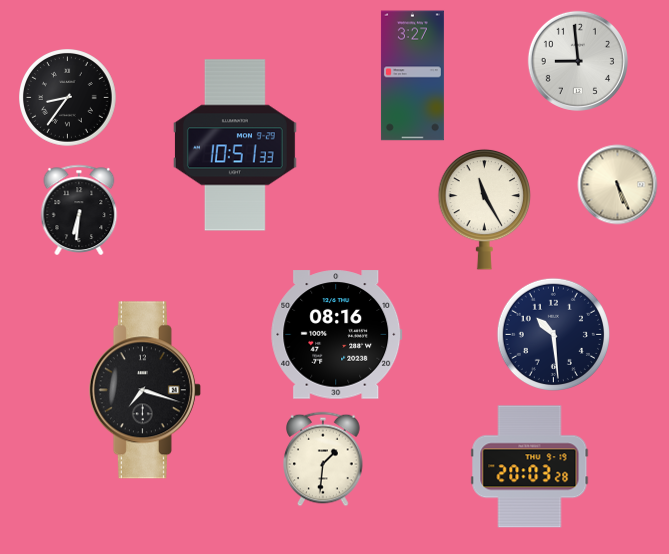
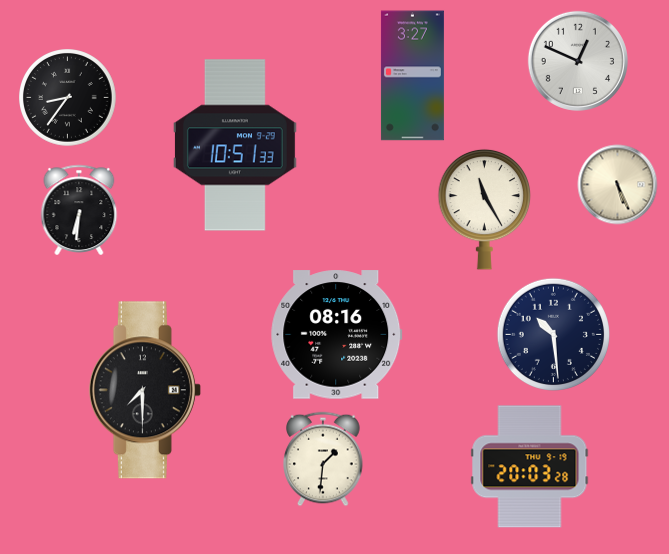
clock at (578, 61): 8:59 -> 12:49
clock at (145, 390): 7:18 -> 7:30
